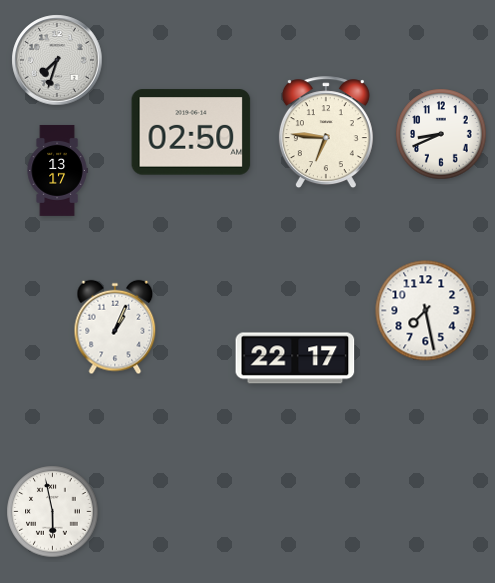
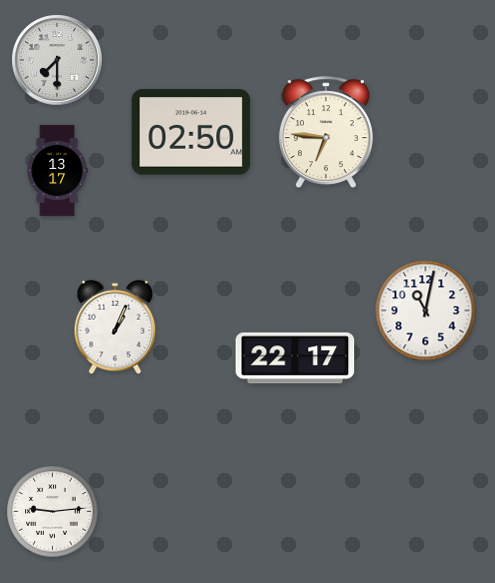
clock at (57, 60): 7:33 -> 7:30
clock at (441, 134): 8:41 -> none
clock at (426, 311): 7:28 -> 11:02
clock at (53, 512): 5:58 -> 9:14
